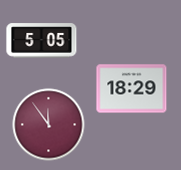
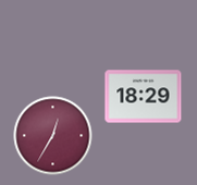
clock at (42, 41): 5:05 -> none
clock at (49, 125): 11:54 -> 12:35
